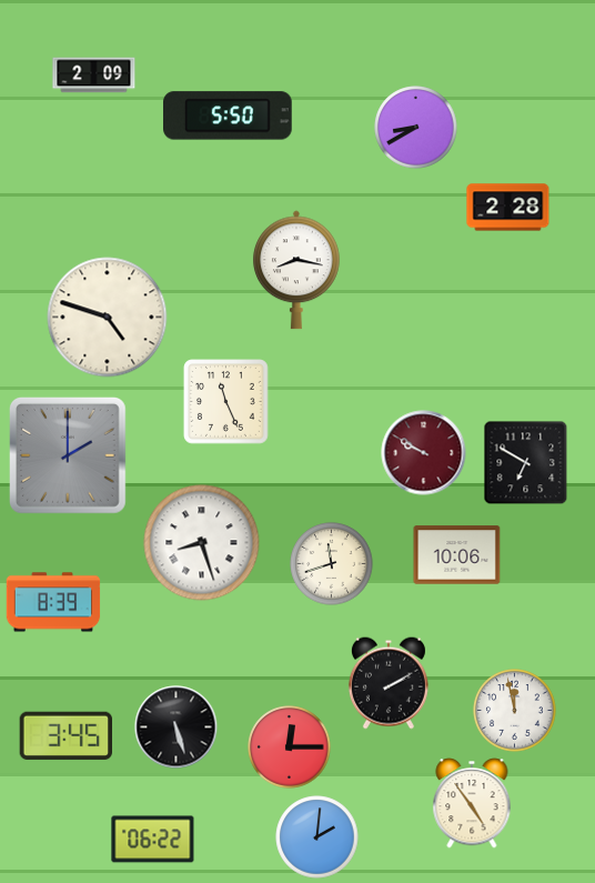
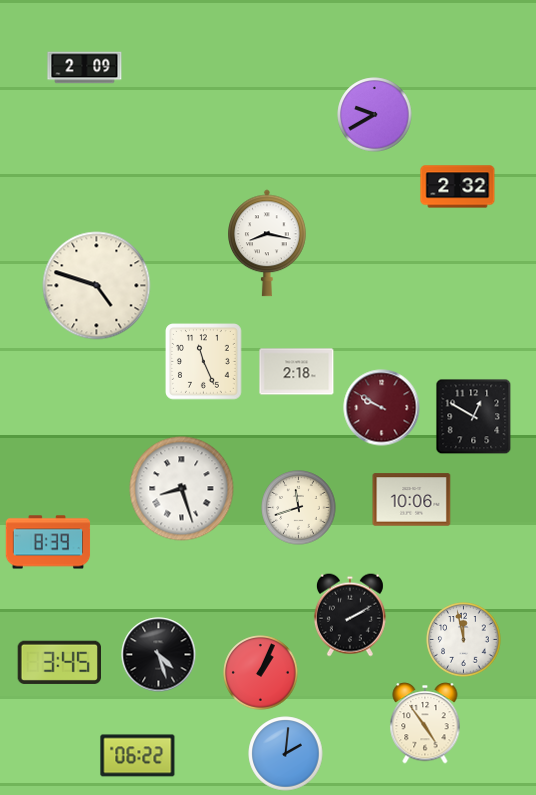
clock at (229, 116): 5:50 -> none
clock at (416, 128): 8:40 -> 9:40
clock at (508, 208): 2:28 -> 2:32
clock at (297, 372): none -> 2:18
clock at (68, 455): 2:00 -> none
clock at (526, 463): 6:50 -> 12:50
clock at (177, 728): 5:27 -> 4:27
clock at (290, 747): 12:15 -> 1:04
